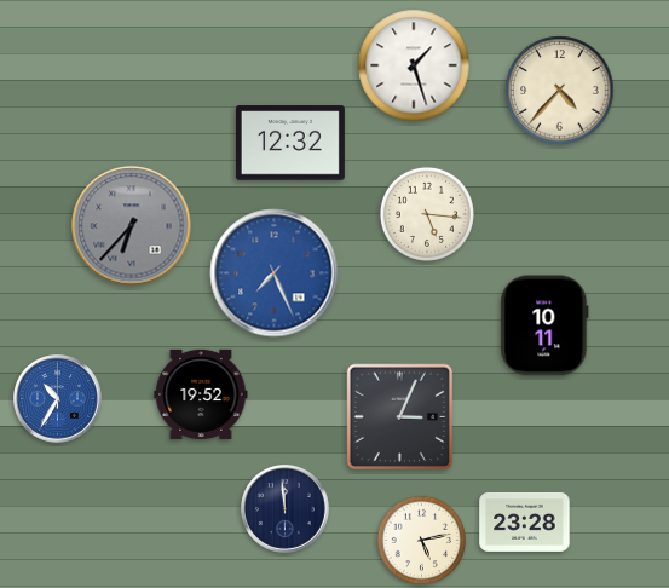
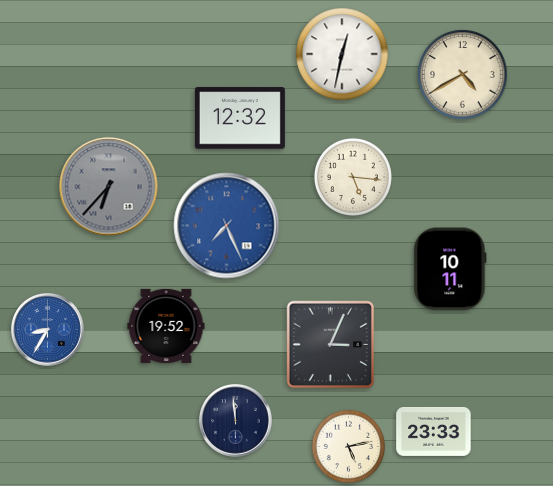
clock at (414, 65): 1:27 -> 12:32
clock at (560, 91): 4:37 -> 4:40
clock at (58, 399): 10:35 -> 8:35
clock at (525, 521): 23:28 -> 23:33
